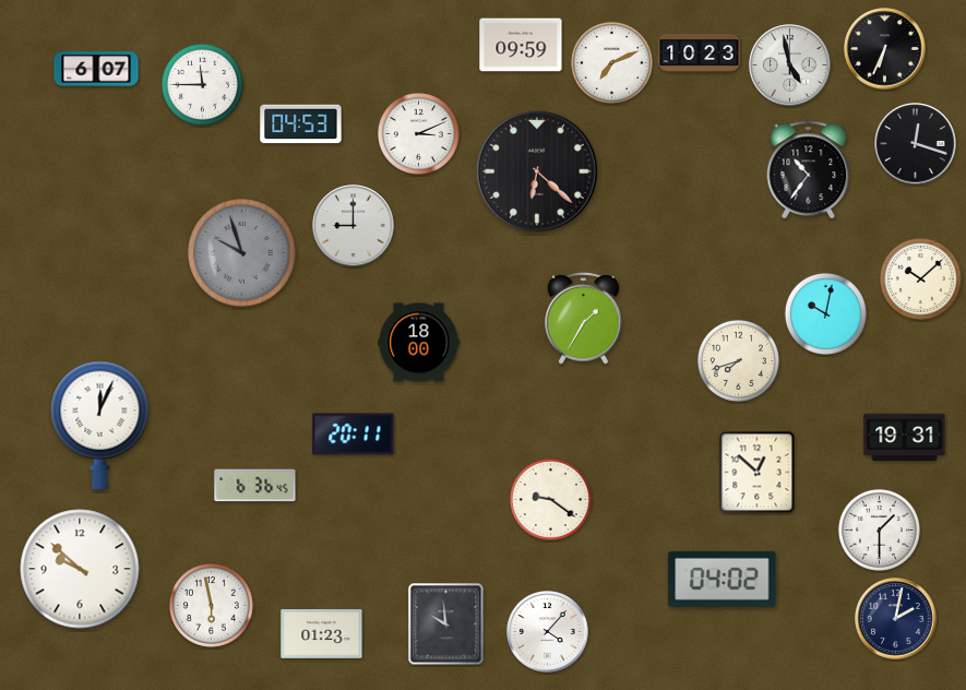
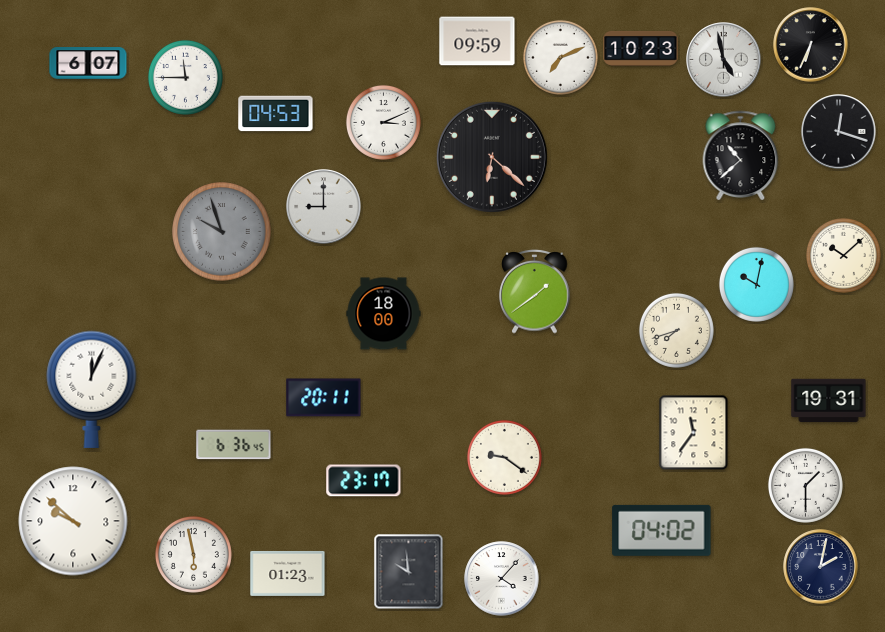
clock at (809, 169): 10:36 -> 10:38
clock at (825, 313) position: (825, 313) -> (756, 284)
clock at (584, 319): 1:35 -> 1:39
clock at (758, 473): 12:52 -> 11:36
clock at (364, 481): none -> 23:17
clock at (322, 633) position: (322, 633) -> (288, 573)
